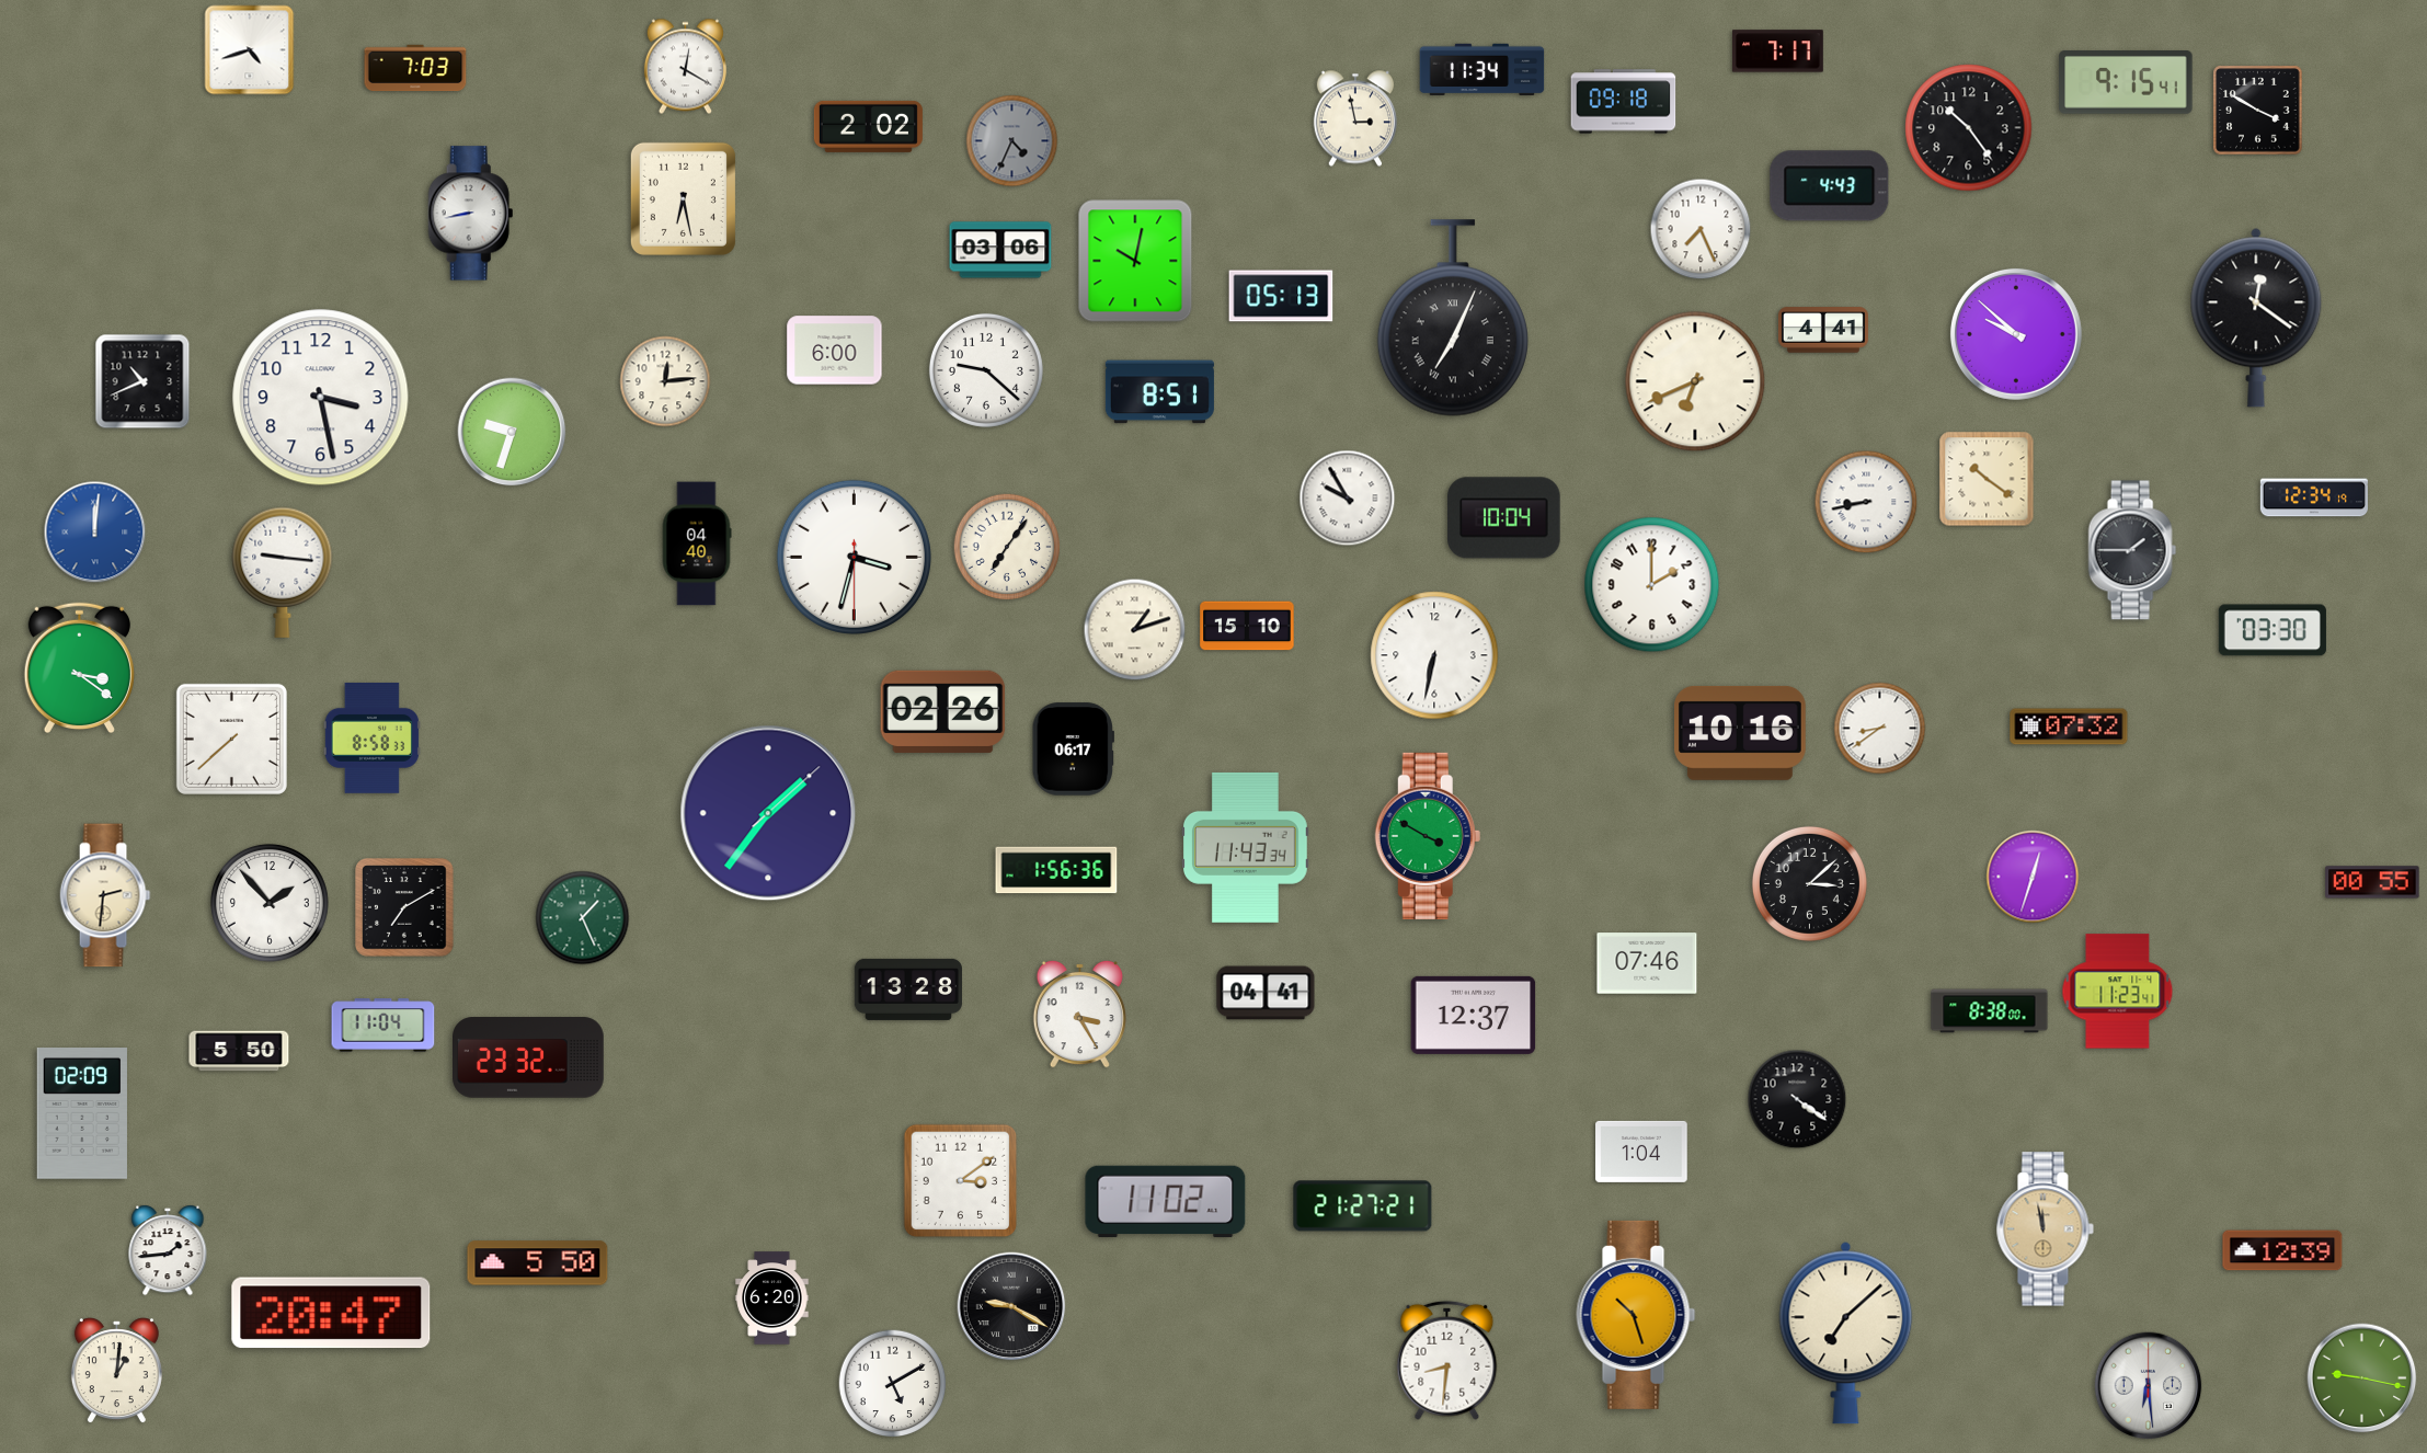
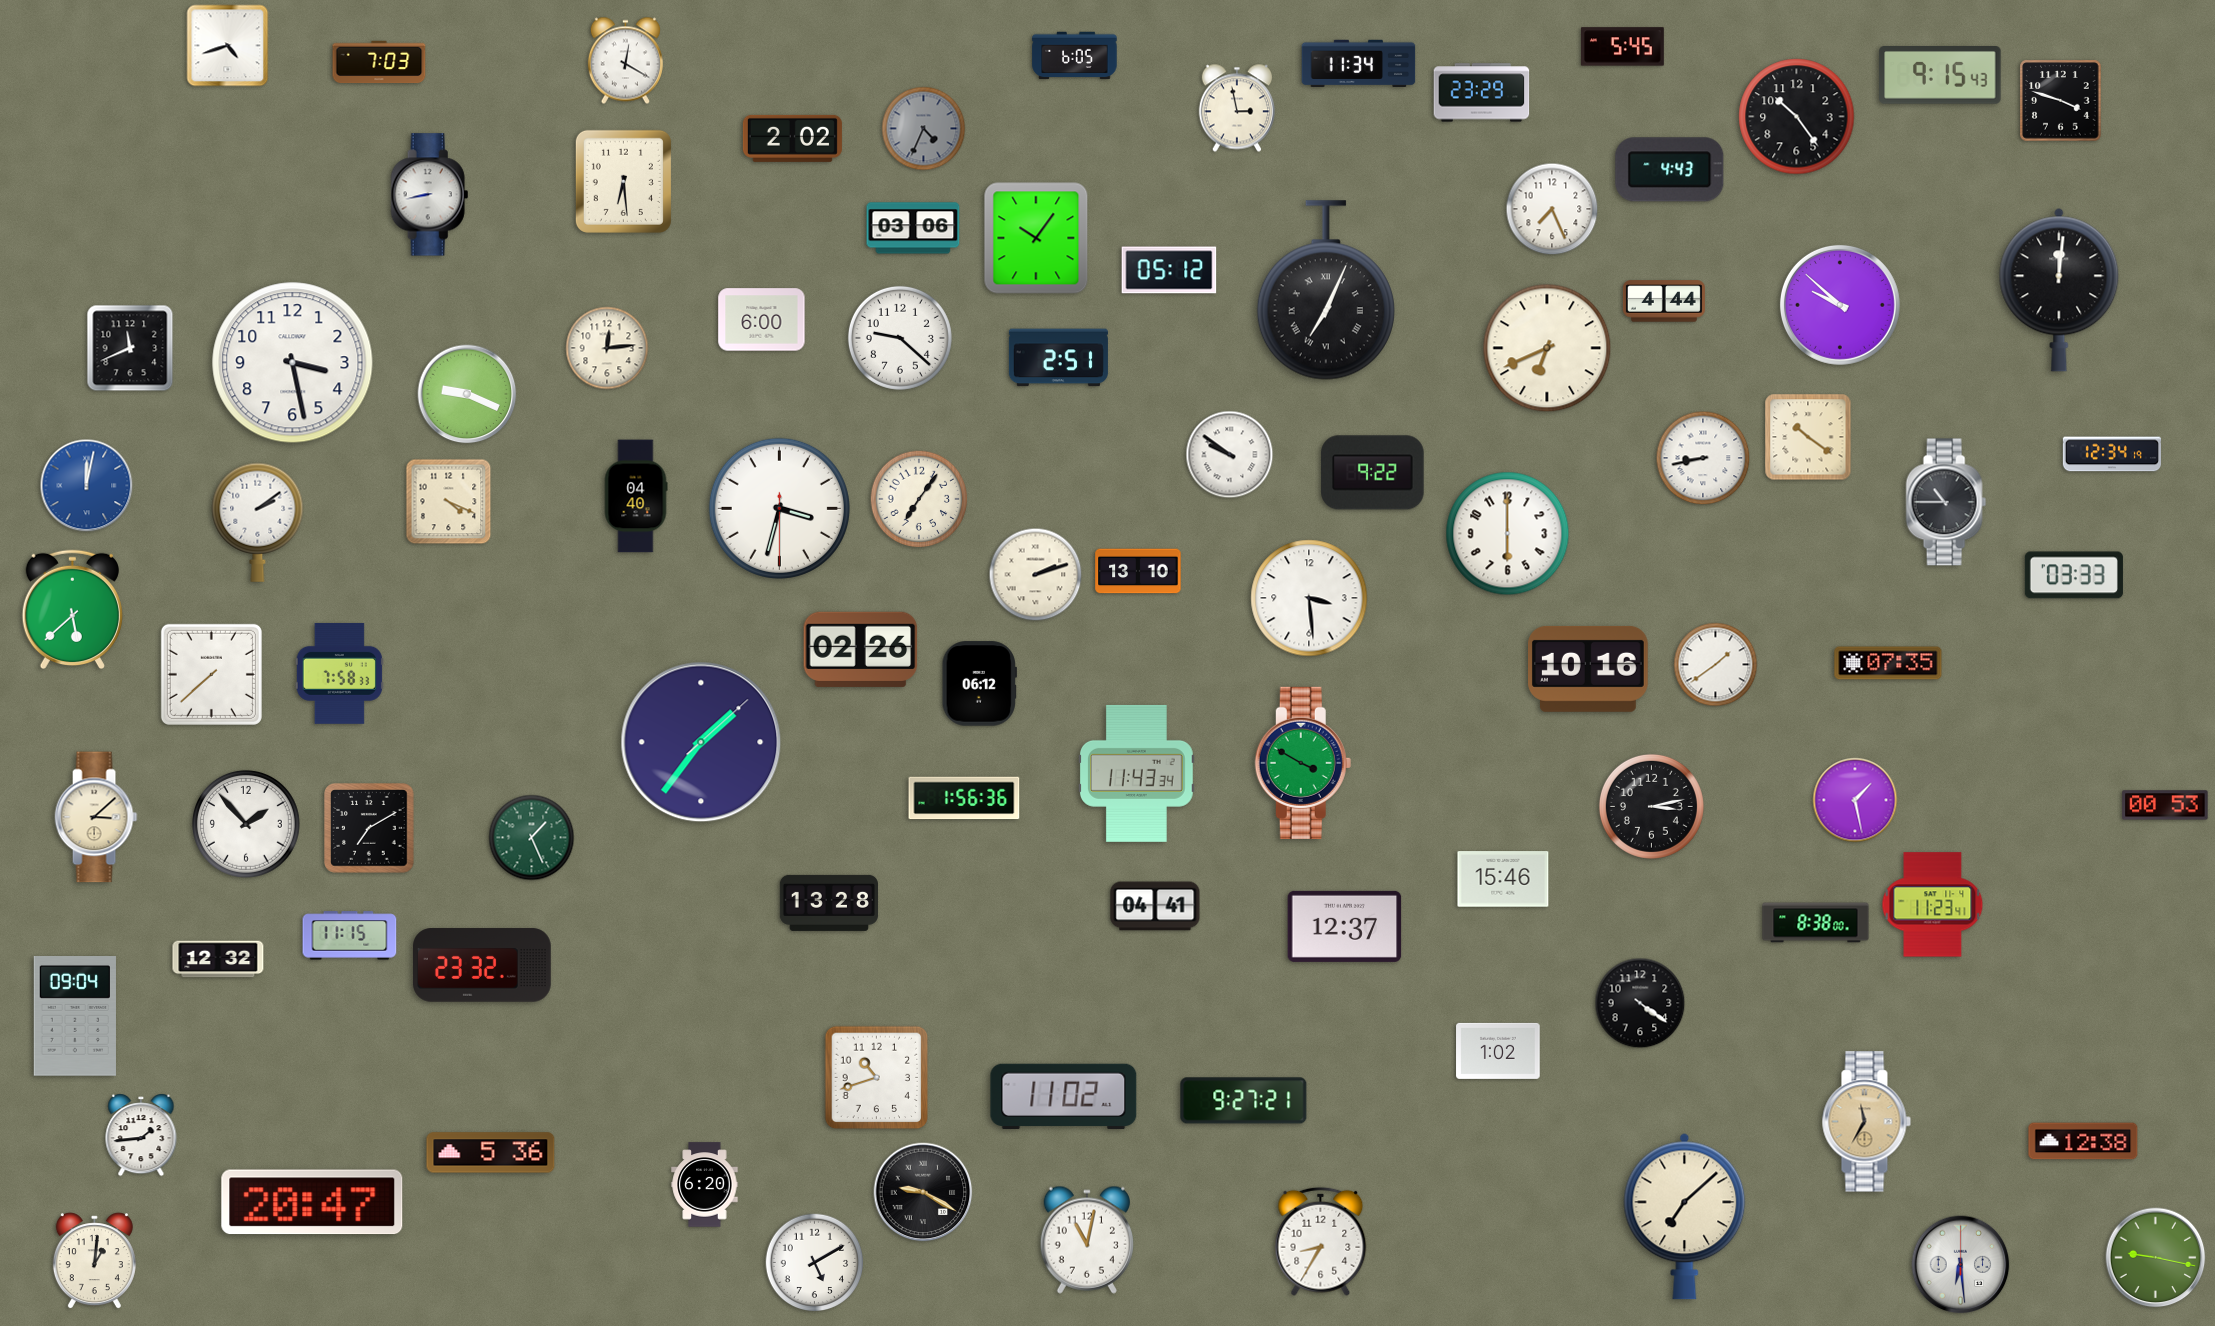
clock at (1777, 52): 7:17 -> 5:45
clock at (1075, 56): none -> 6:05
clock at (1482, 69) position: (1482, 69) -> (1359, 63)
clock at (2126, 83): 9:15:41 -> 9:15:43
clock at (1624, 102): 09:18 -> 23:29
clock at (2258, 111): 3:50 -> 3:48
clock at (868, 126) position: (868, 126) -> (792, 138)
clock at (683, 198): 6:28 -> 6:29
clock at (1135, 261): 10:02 -> 10:06
clock at (1281, 296): 05:13 -> 05:12
clock at (2256, 318): 12:21 -> 12:01
clock at (1823, 330): 4:41 -> 4:44
clock at (142, 381): 10:41 -> 11:41
clock at (1159, 392): 8:51 -> 2:51
clock at (512, 432): 9:33 -> 9:19
clock at (1987, 479) position: (1987, 479) -> (1808, 437)
clock at (1348, 499): 9:55 -> 9:51
clock at (1504, 518): 10:04 -> 9:22
clock at (95, 533): 12:01 -> 12:02
clock at (449, 502): none -> 4:19
clock at (2132, 550): 1:45 -> 10:45
clock at (283, 572): 9:16 -> 2:09
clock at (1652, 585): 2:00 -> 6:00
clock at (1247, 626): 15:10 -> 13:10
clock at (1135, 630): 1:12 -> 2:12
clock at (2273, 630): 03:30 -> 03:33
clock at (1434, 655): 6:32 -> 3:29
clock at (79, 668): 3:21 -> 5:38
clock at (2069, 727): 07:32 -> 07:35
clock at (1880, 729): 8:39 -> 1:39
clock at (371, 737): 8:58 -> 7:58
clock at (1073, 750): 06:17 -> 06:12
clock at (1056, 870) position: (1056, 870) -> (964, 798)
clock at (2033, 877): 12:33 -> 1:28
clock at (2372, 882): 00:55 -> 00:53
clock at (1809, 883): 3:08 -> 3:13
clock at (105, 895): 2:31 -> 3:08
clock at (1647, 963): 07:46 -> 15:46
clock at (1079, 1014): 3:25 -> none
clock at (383, 1026): 11:04 -> 11:15
clock at (239, 1051): 5:50 -> 12:32
clock at (82, 1114): 02:09 -> 09:04
clock at (1641, 1152): 1:04 -> 1:02
clock at (961, 1181): 3:09 -> 10:42
clock at (1363, 1206): 21:27 -> 9:27
clock at (2045, 1229): 11:58 -> 11:35
clock at (168, 1250) position: (168, 1250) -> (141, 1135)
clock at (2282, 1250): 12:39 -> 12:38
clock at (538, 1263): 5:50 -> 5:36
clock at (331, 1313) position: (331, 1313) -> (312, 1202)
clock at (1636, 1315): 10:27 -> none
clock at (1087, 1240): none -> 11:02
clock at (1447, 1360): 8:31 -> 8:35
clock at (116, 1371) position: (116, 1371) -> (94, 1261)
